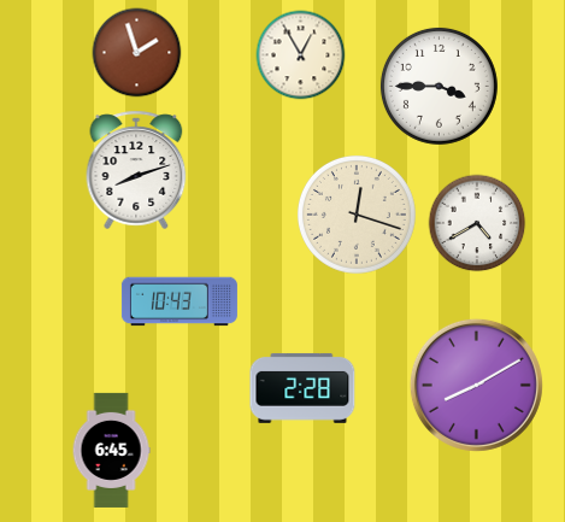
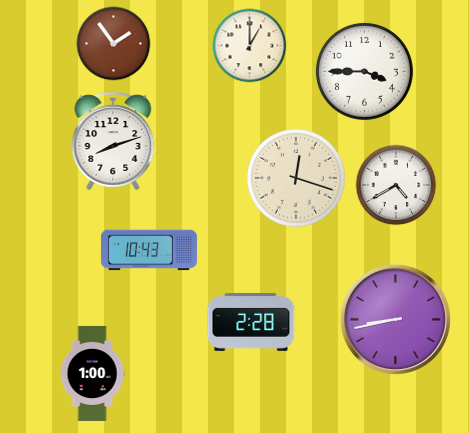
clock at (137, 53): 1:57 -> 1:54
clock at (301, 55): 12:55 -> 1:00
clock at (476, 385): 8:10 -> 8:43
clock at (111, 450): 6:45 -> 1:00
